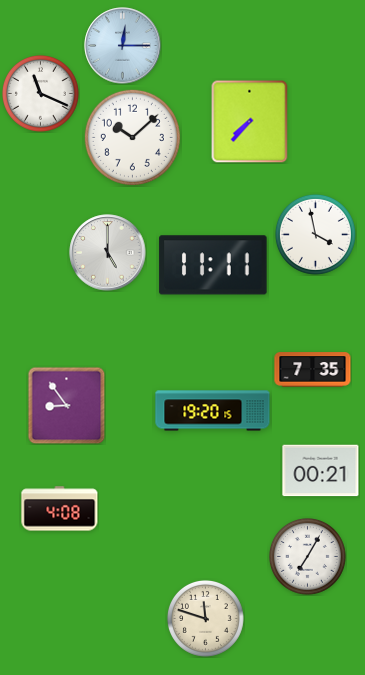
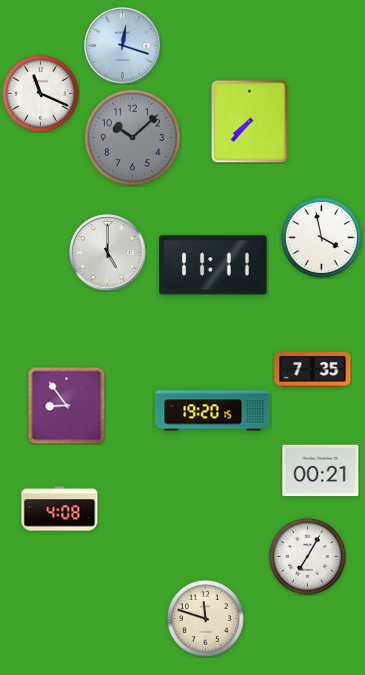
clock at (123, 46): 12:15 -> 12:18
clock at (132, 137) dial: white -> grey
clock at (315, 234) position: (315, 234) -> (321, 237)
